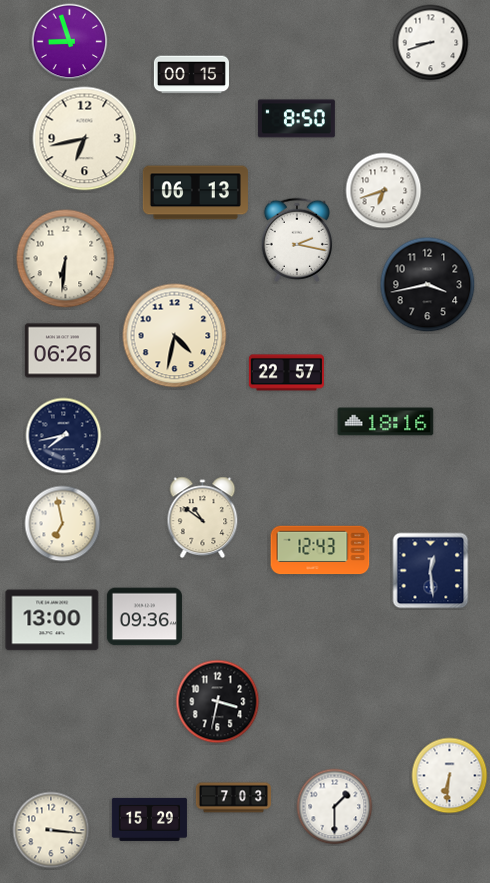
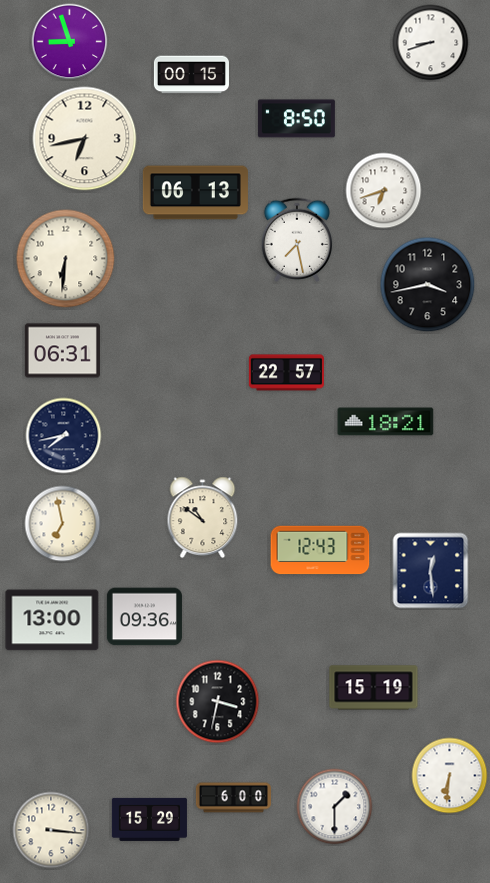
clock at (297, 240): 2:17 -> 7:28
clock at (175, 336): 4:32 -> none
clock at (62, 351): 06:26 -> 06:31
clock at (386, 422): 18:16 -> 18:21
clock at (374, 688): none -> 15:19
clock at (233, 798): 7:03 -> 6:00
